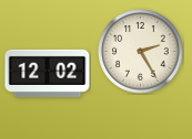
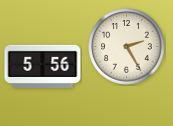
clock at (48, 73): 12:02 -> 5:56
